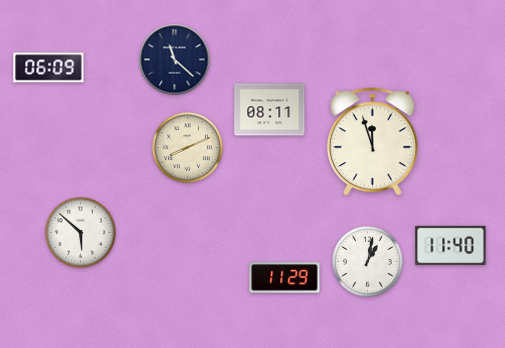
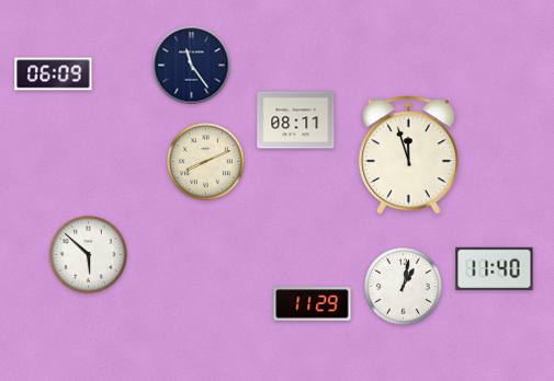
clock at (175, 60): 11:22 -> 11:24
